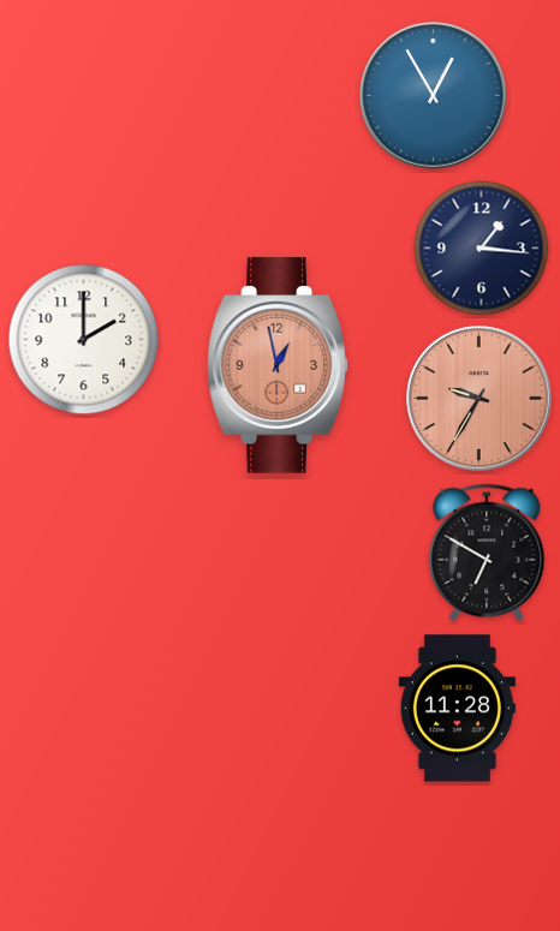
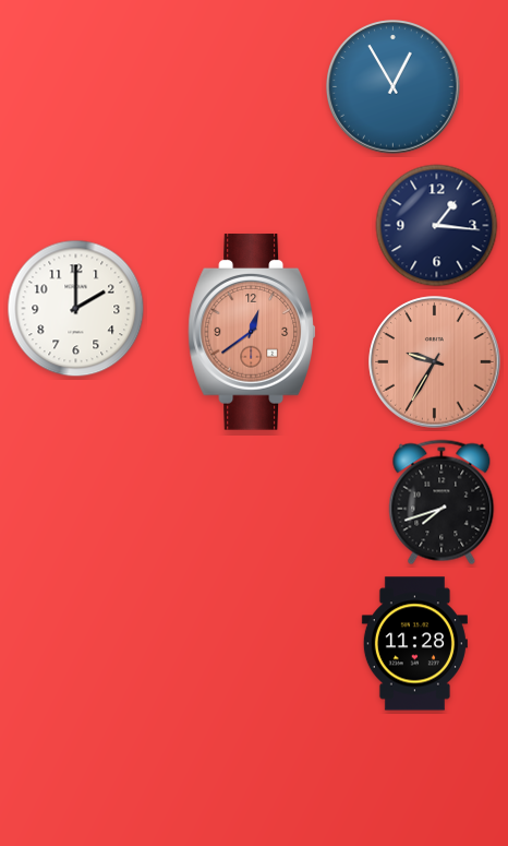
clock at (278, 365): 12:58 -> 12:39
clock at (487, 553): 6:50 -> 7:42
